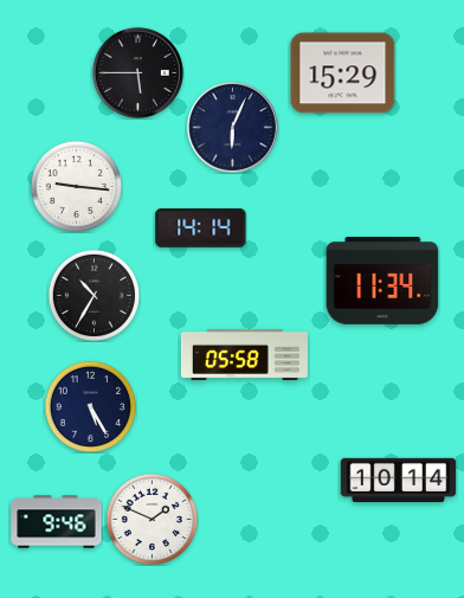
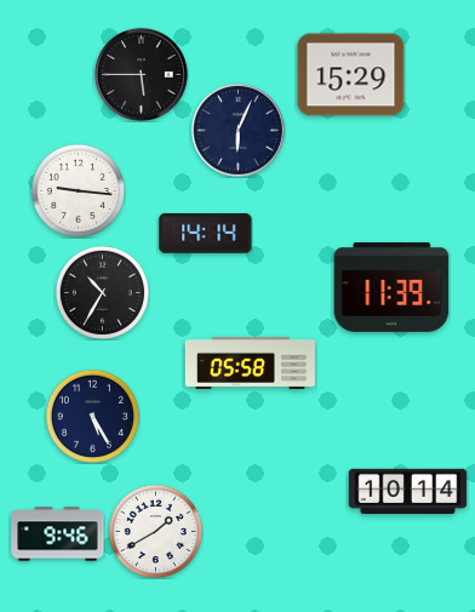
clock at (382, 281): 11:34 -> 11:39
clock at (94, 295) position: (94, 295) -> (102, 292)
clock at (152, 519): 1:49 -> 1:40
